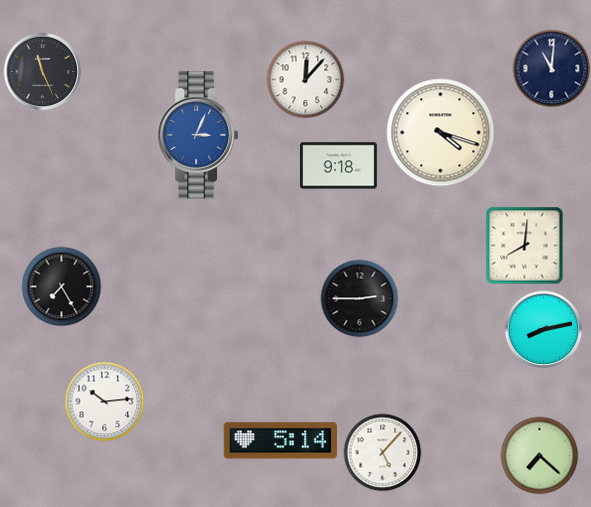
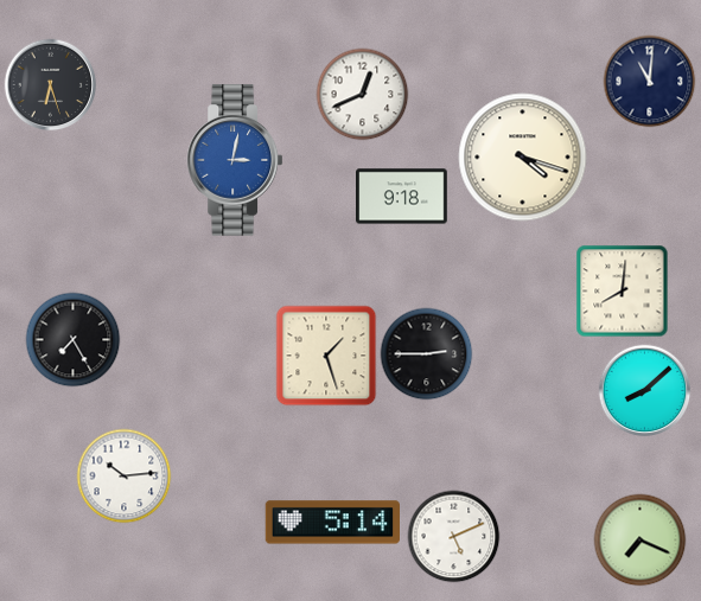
clock at (551, 68) position: (551, 68) -> (649, 81)
clock at (42, 71): 11:26 -> 6:27
clock at (305, 79): 12:07 -> 12:41
clock at (198, 135): 3:04 -> 3:02
clock at (326, 356): none -> 1:27
clock at (543, 329): 8:13 -> 8:08
clock at (382, 452): 5:07 -> 5:11
clock at (539, 455): 7:22 -> 7:19
